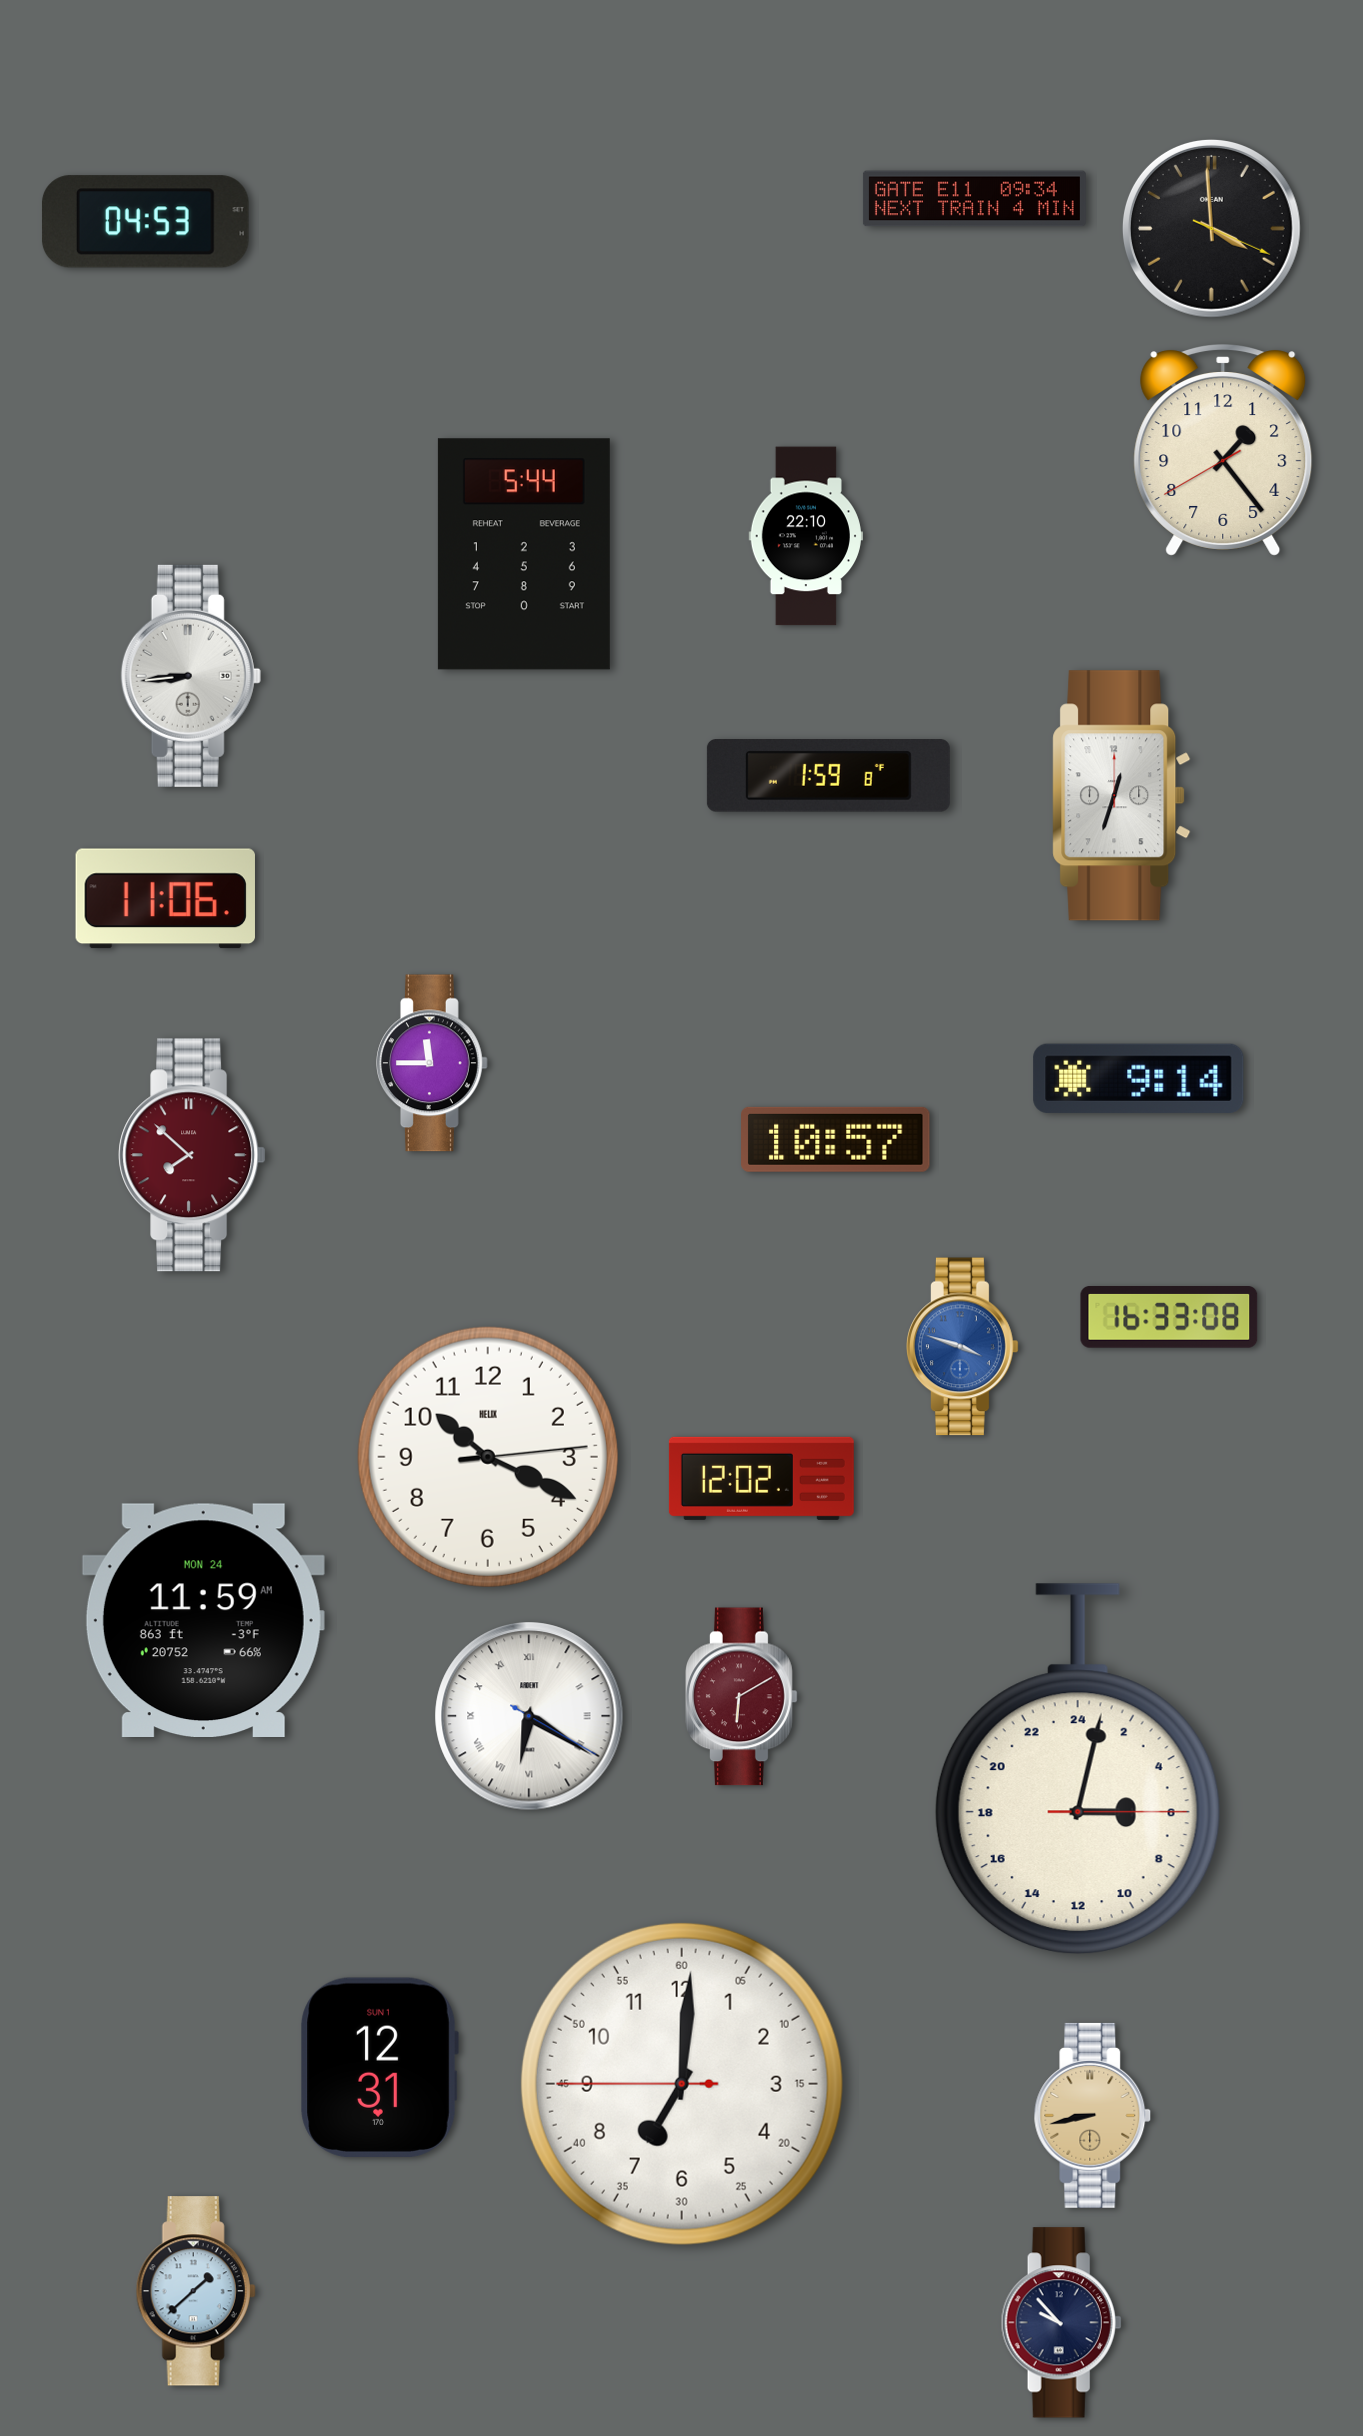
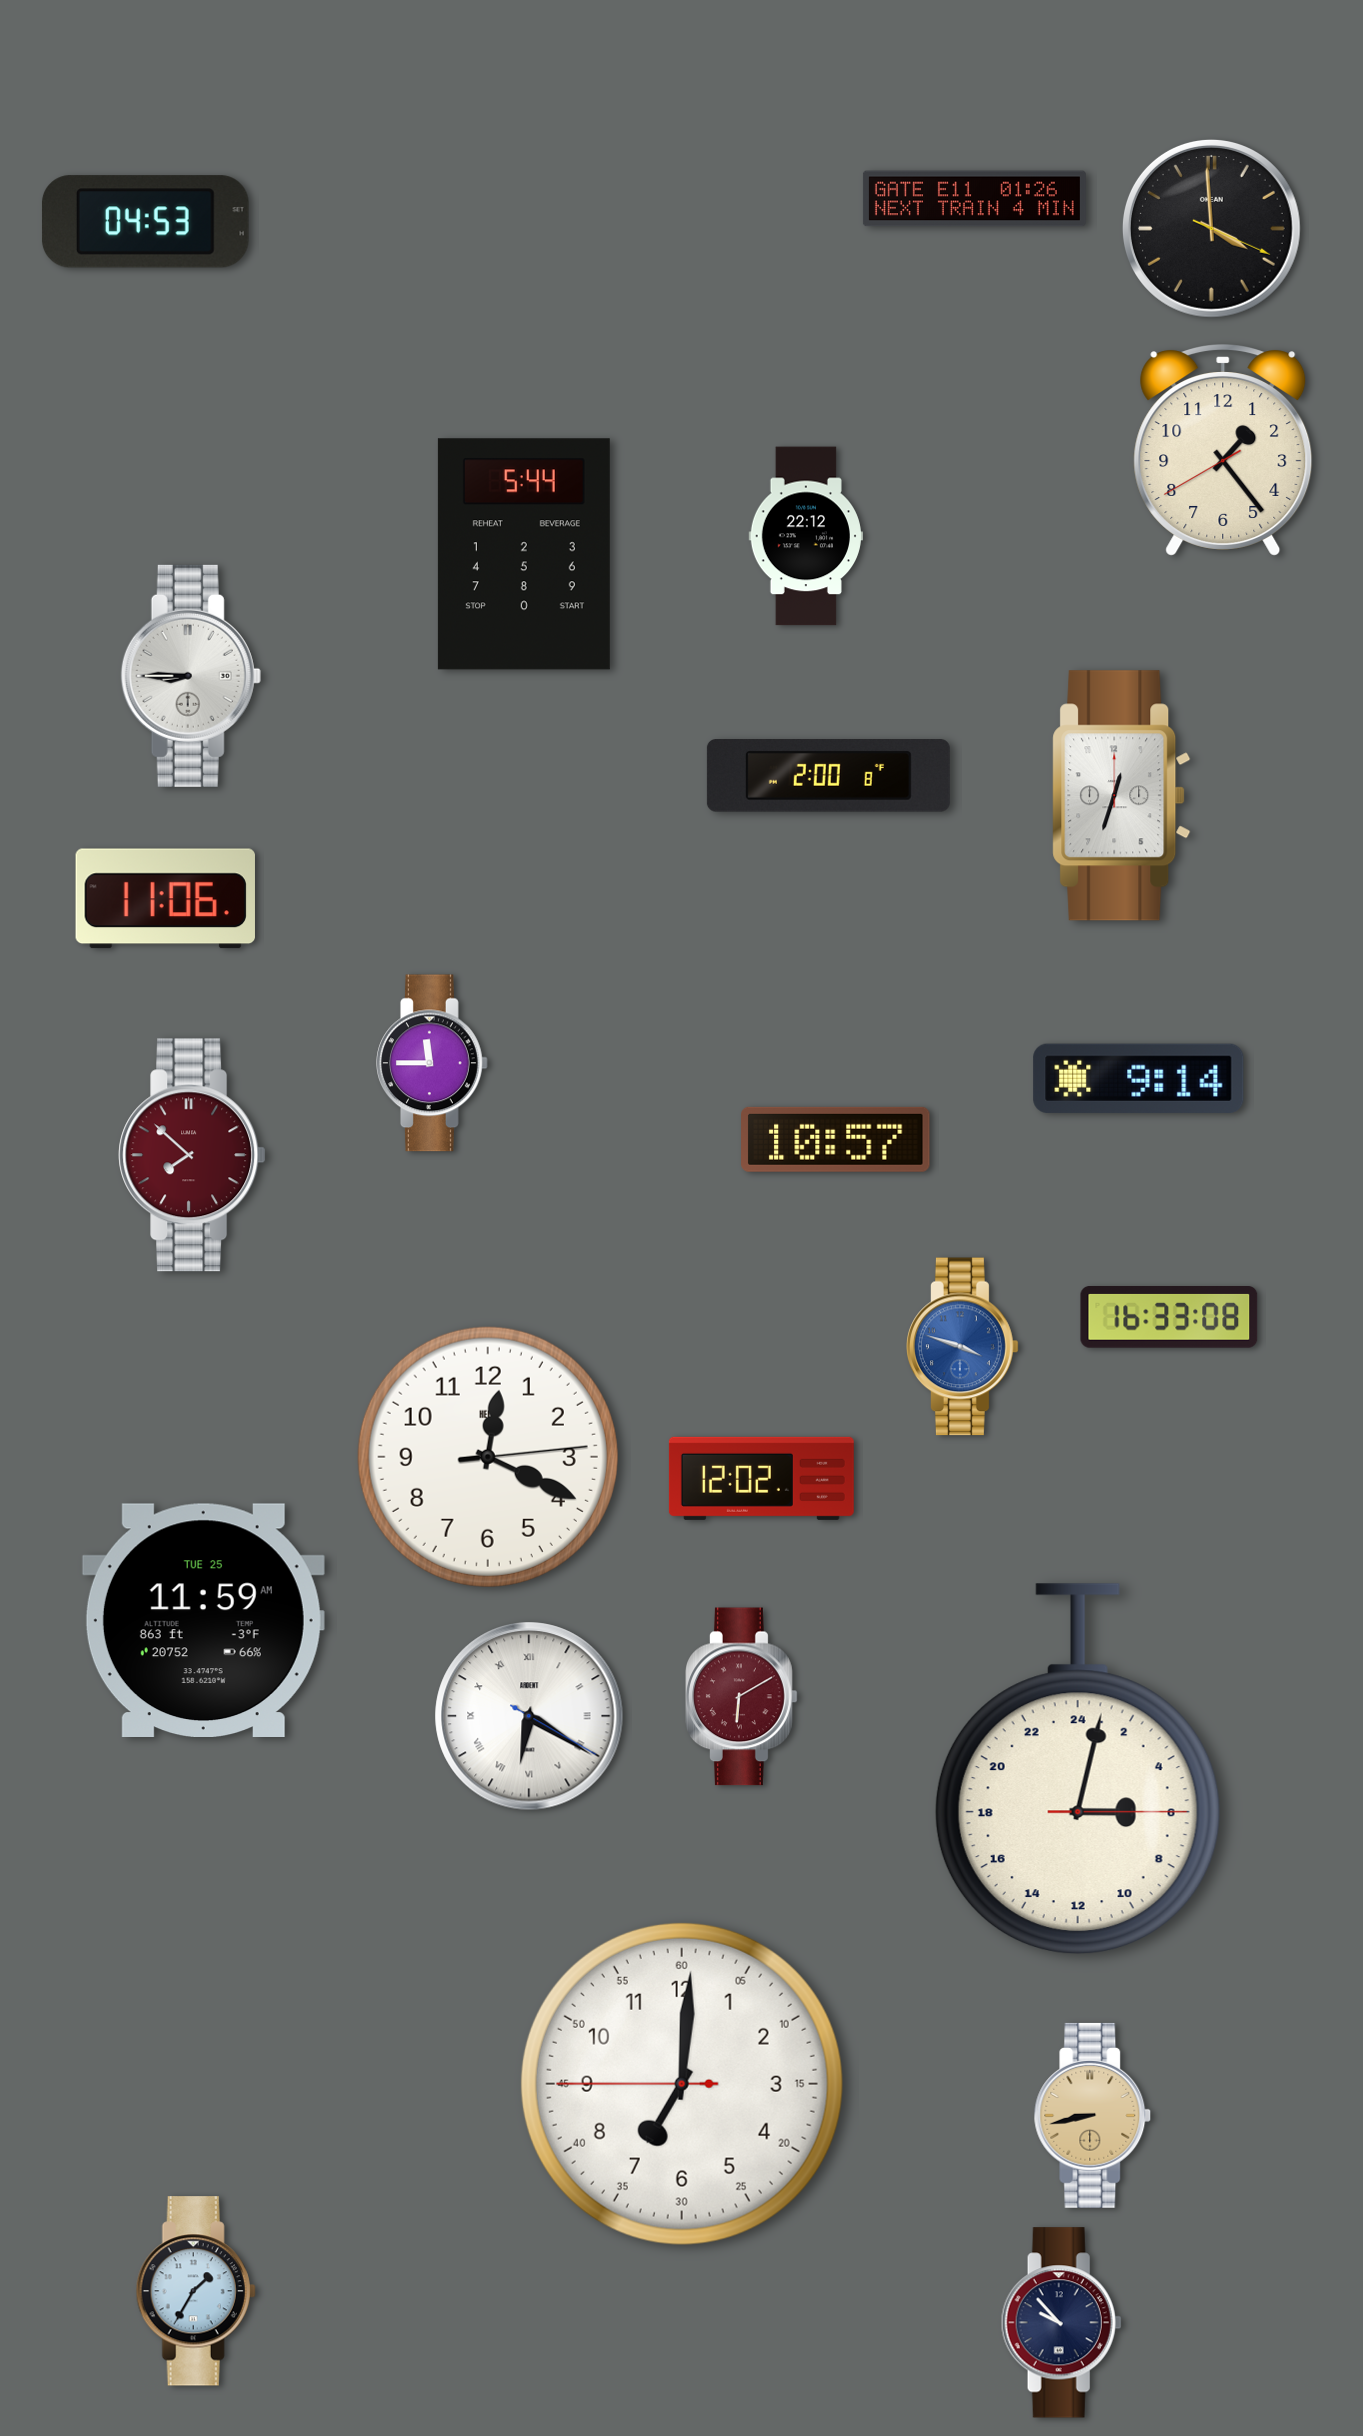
clock at (974, 199): 09:34 -> 01:26
clock at (806, 536): 22:10 -> 22:12
clock at (191, 676): 8:44 -> 8:45
clock at (828, 776): 1:59 -> 2:00
clock at (488, 1457): 10:19 -> 12:19
clock at (203, 1620) date: MON 24 -> TUE 25
clock at (379, 2067): 12:31 -> none
clock at (196, 2291): 1:38 -> 1:35
